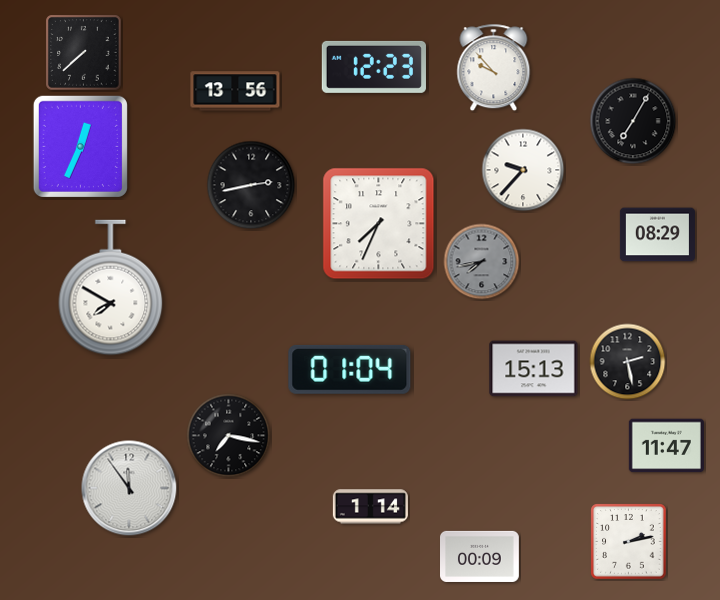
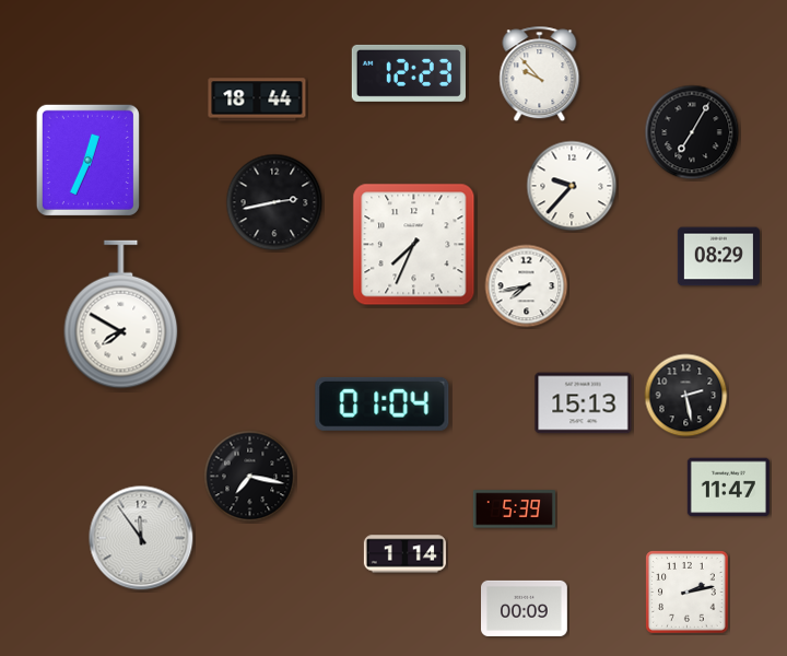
clock at (84, 53): 7:38 -> none
clock at (235, 91): 13:56 -> 18:44
clock at (482, 262) dial: grey -> white
clock at (514, 509): none -> 5:39
clock at (129, 488) position: (129, 488) -> (141, 538)
